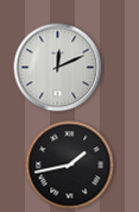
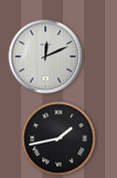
clock at (58, 68) position: (58, 68) -> (46, 57)
